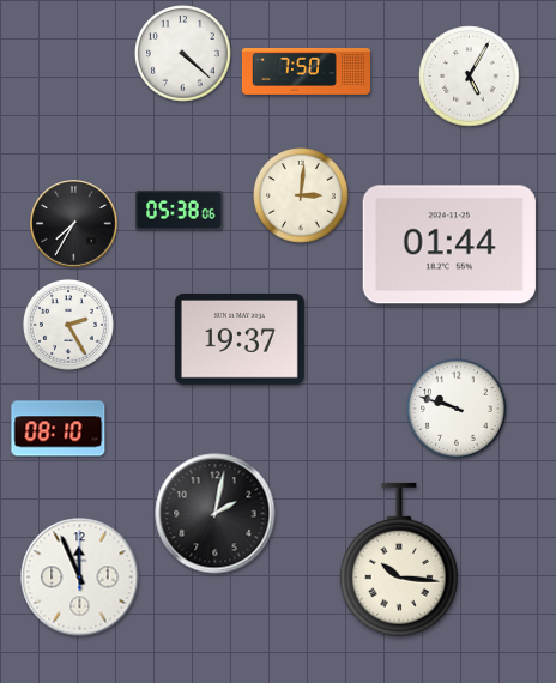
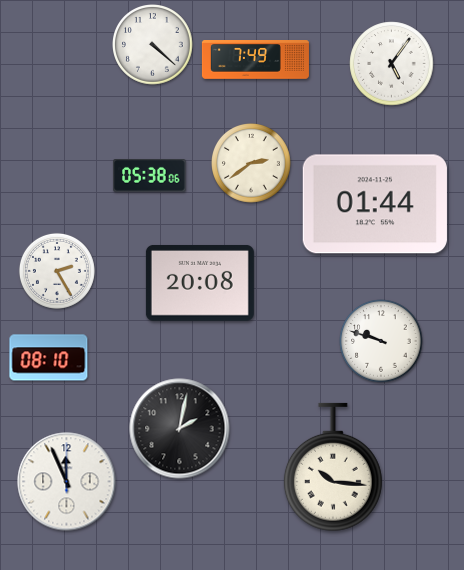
clock at (306, 72): 7:50 -> 7:49
clock at (470, 77): 5:05 -> 5:06
clock at (302, 197): 3:01 -> 2:39
clock at (74, 224): 7:35 -> none
clock at (240, 339): 19:37 -> 20:08
